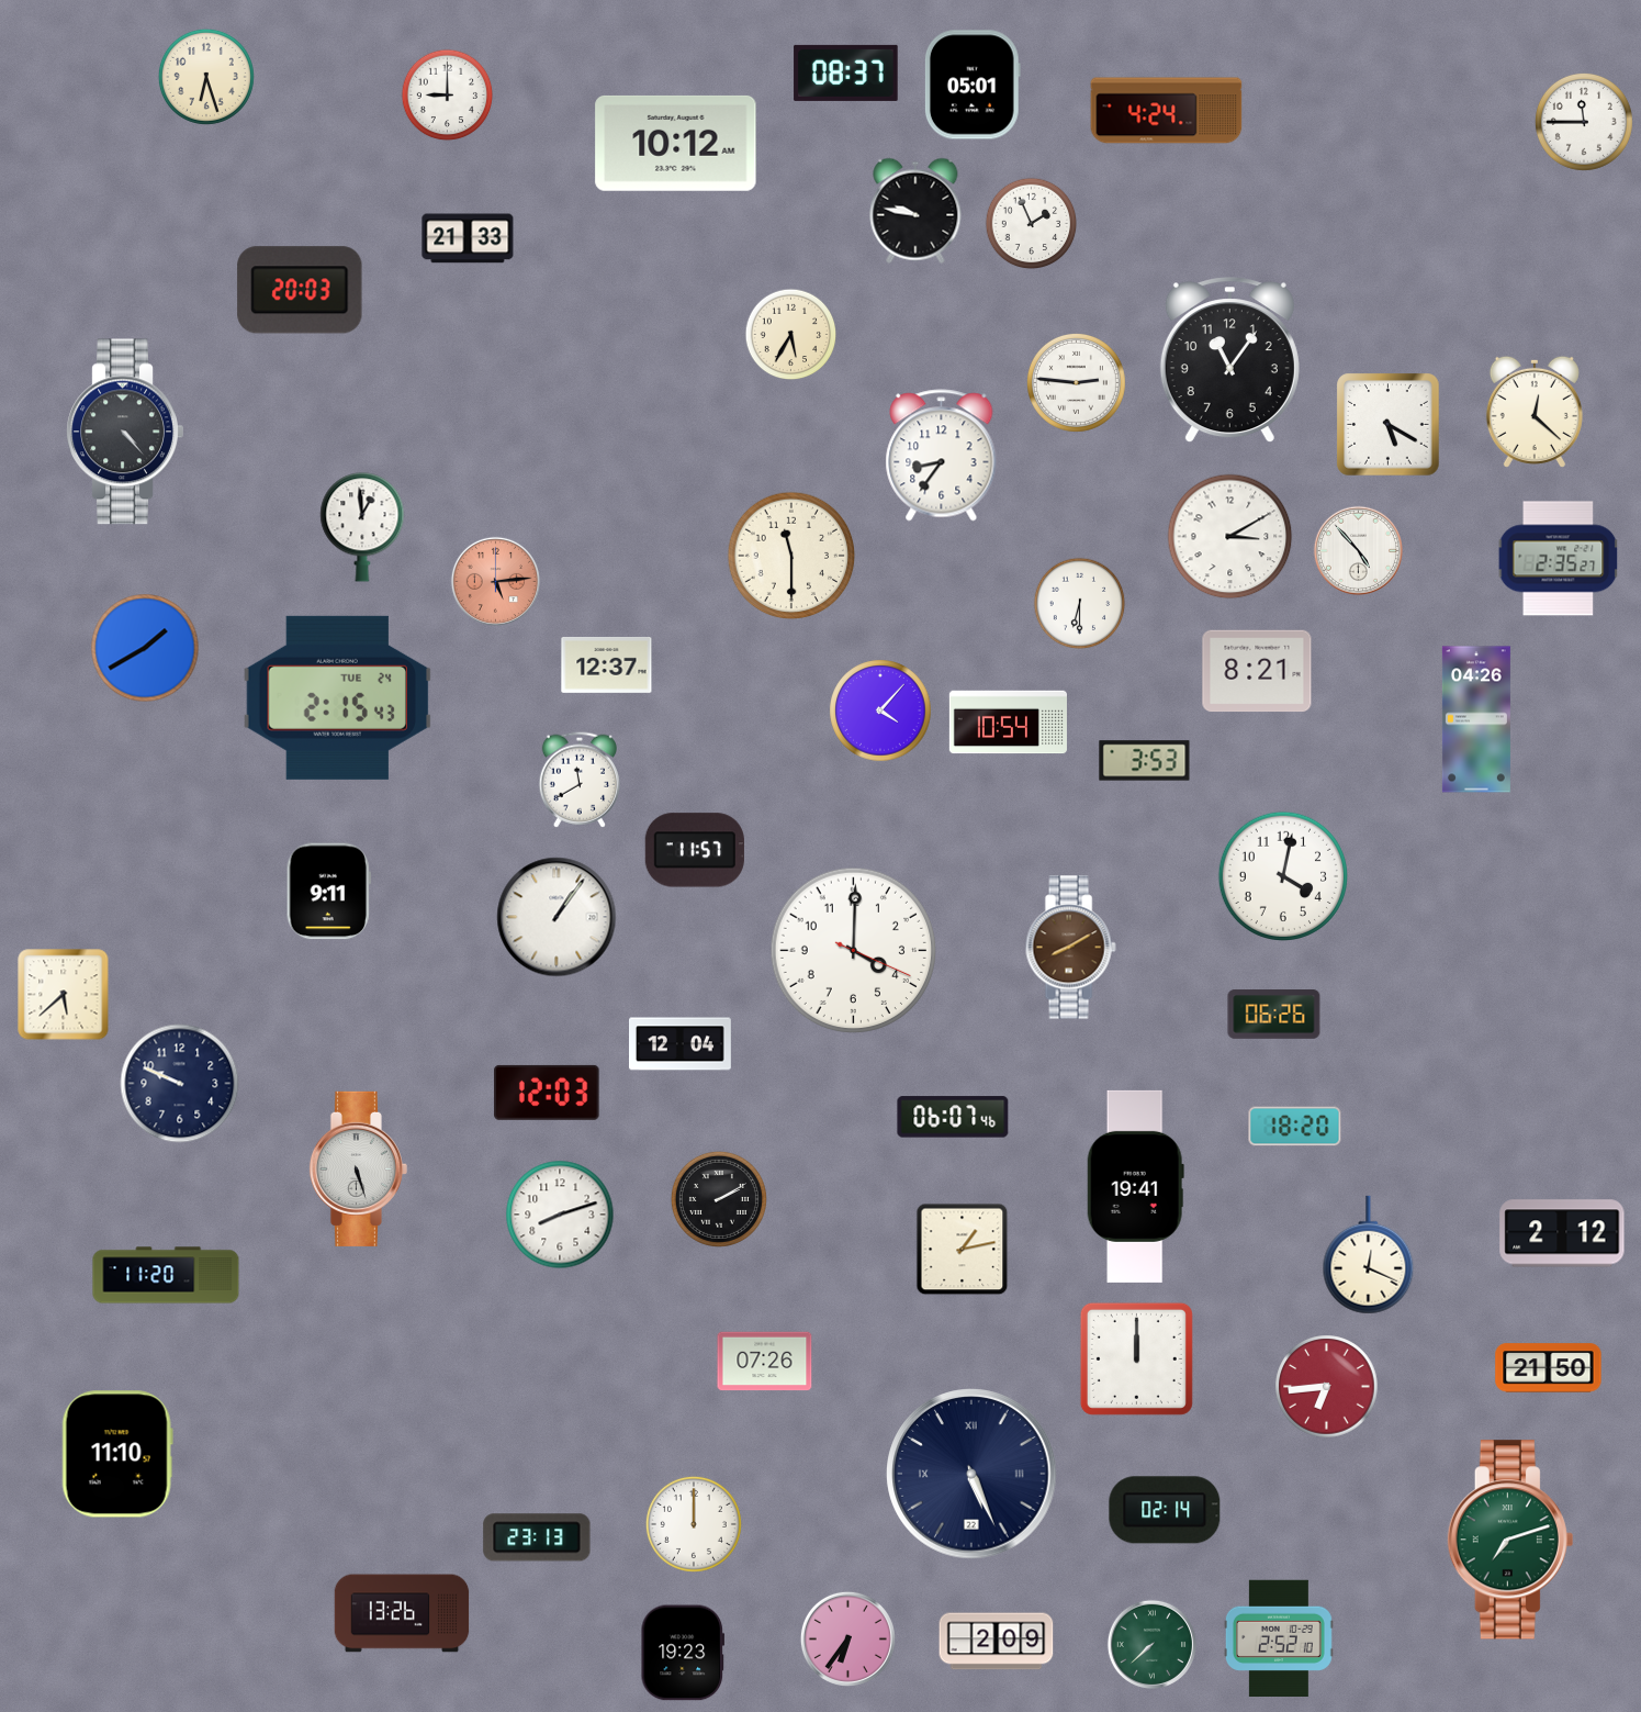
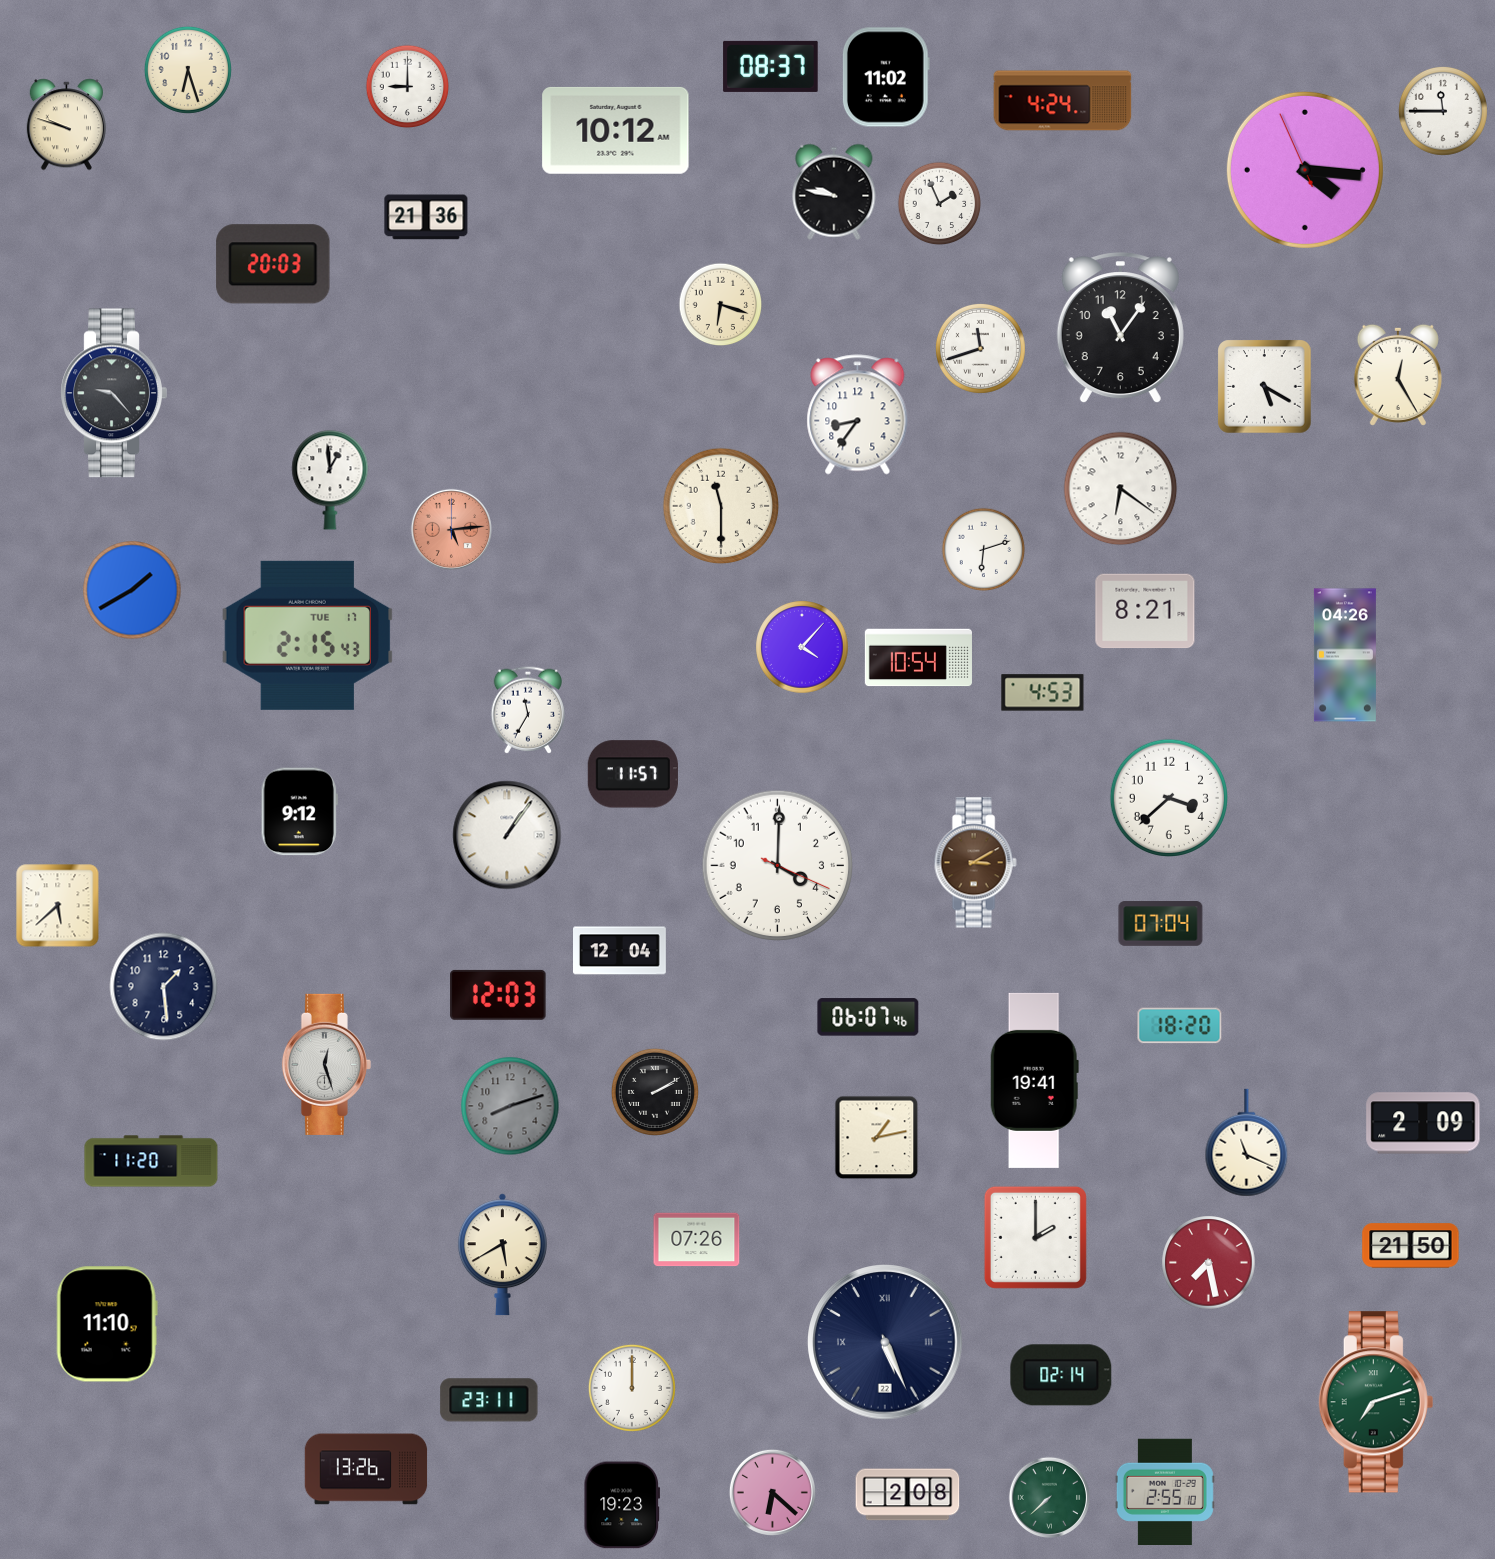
clock at (973, 85): 05:01 -> 11:02
clock at (66, 125): none -> 9:48
clock at (1305, 170): none -> 4:15
clock at (468, 238): 21:33 -> 21:36
clock at (791, 335): 5:35 -> 6:18
clock at (1076, 382): 2:46 -> 11:42
clock at (1535, 412): 12:22 -> 12:25
clock at (125, 432): 4:23 -> 9:23
clock at (1230, 537): 3:10 -> 6:21
clock at (1358, 550): 4:53 -> none
clock at (1559, 559): 2:35 -> none
clock at (1080, 604): 6:30 -> 6:12
clock at (607, 664): 12:37 -> none
clock at (337, 697) date: TUE 24 -> TUE 17
clock at (1145, 761): 3:53 -> 4:53
clock at (578, 780): 11:40 -> 11:35
clock at (1282, 875): 4:02 -> 3:38
clock at (328, 892): 9:11 -> 9:12
clock at (1070, 948): 8:10 -> 3:10
clock at (1274, 1015): 06:26 -> 07:04
clock at (180, 1084): 9:49 -> 1:29
clock at (358, 1168): 5:27 -> 12:27
clock at (560, 1215) dial: white -> grey
clock at (1562, 1233): 2:12 -> 2:09
clock at (1369, 1255): 12:19 -> 11:19
clock at (1136, 1358): 12:00 -> 2:00
clock at (502, 1255): none -> 5:40
clock at (1327, 1387): 6:44 -> 7:28
clock at (537, 1537): 23:13 -> 23:11
clock at (1279, 1637): 2:52 -> 2:55
clock at (847, 1638): 6:36 -> 6:22
clock at (997, 1642): 2:09 -> 2:08
